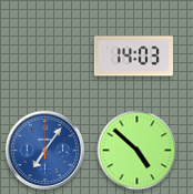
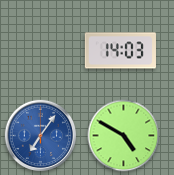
clock at (138, 151): 4:52 -> 4:50
